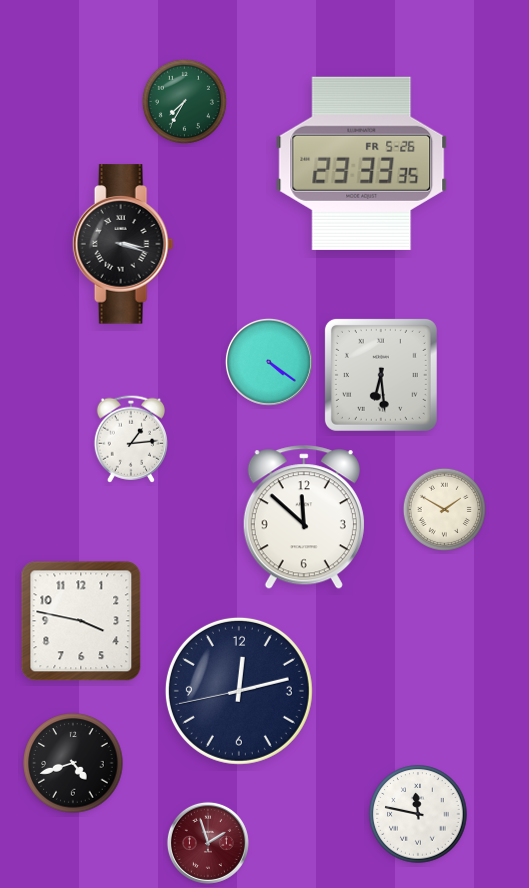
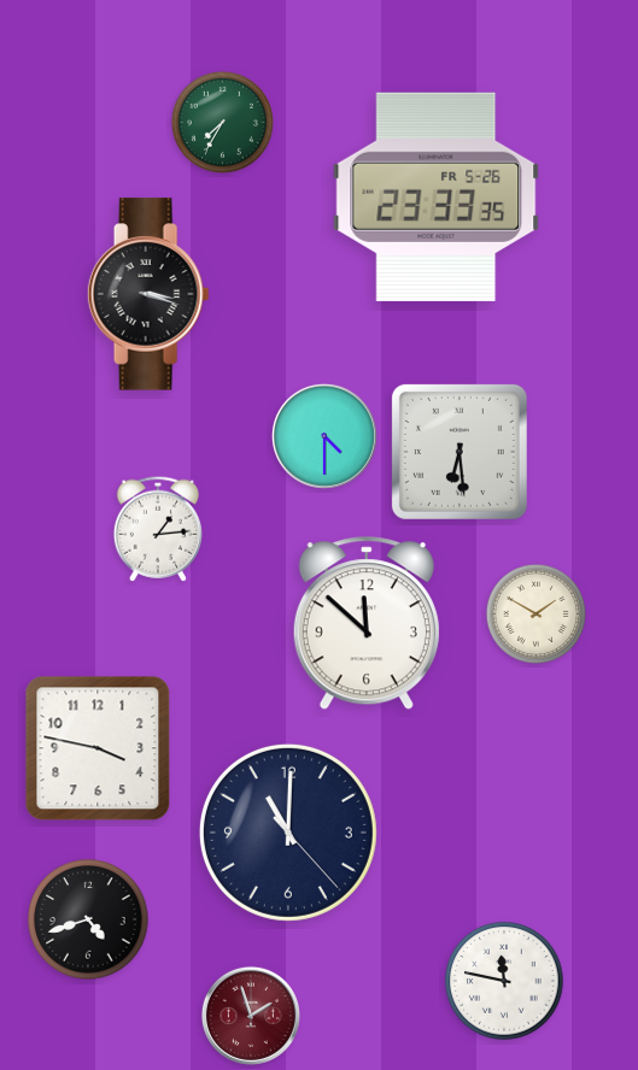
clock at (269, 362): 4:21 -> 4:30
clock at (239, 691): 12:12 -> 11:00
